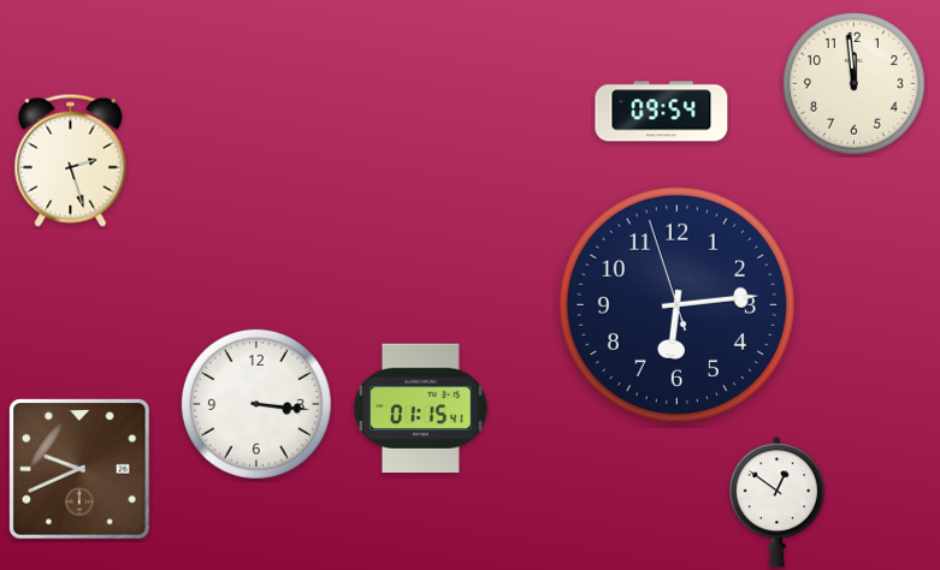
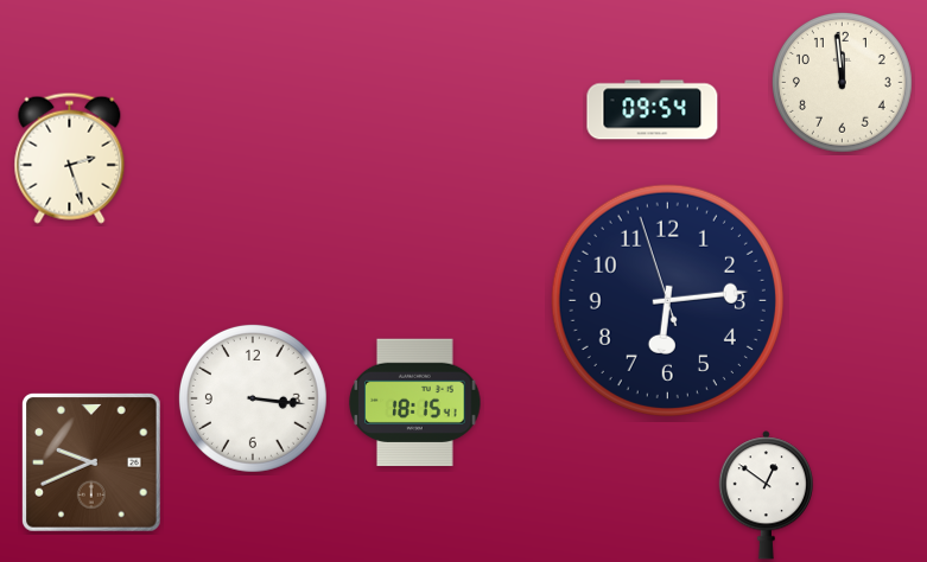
clock at (421, 409): 01:15 -> 18:15
clock at (81, 470) position: (81, 470) -> (93, 464)
